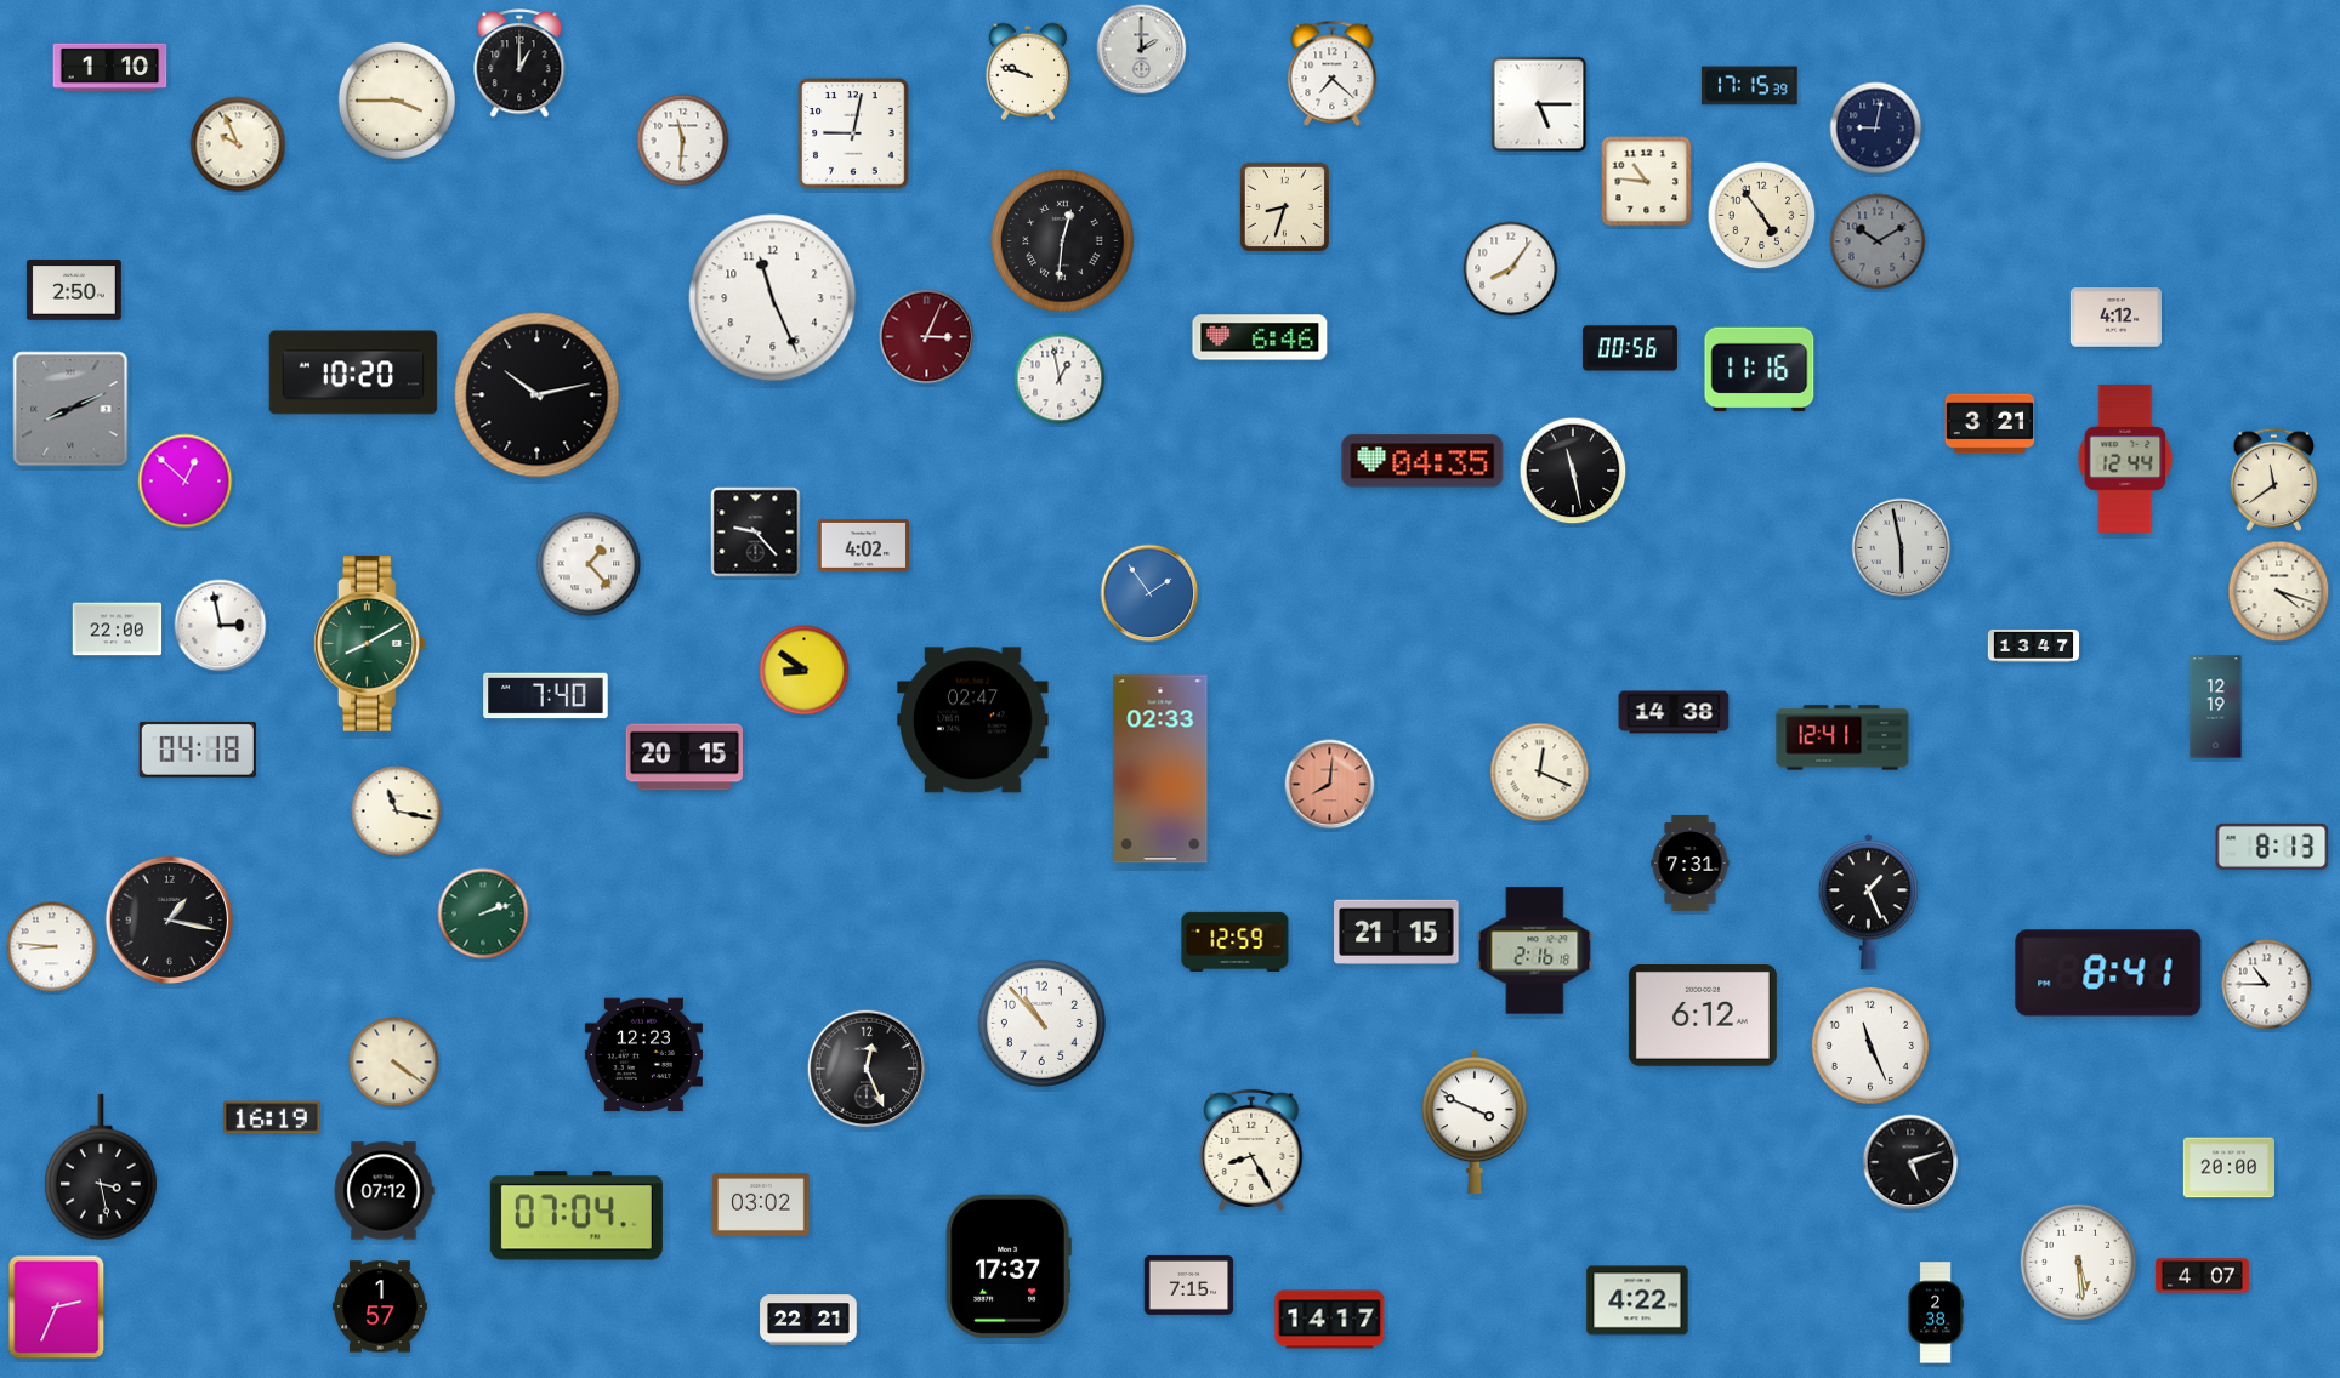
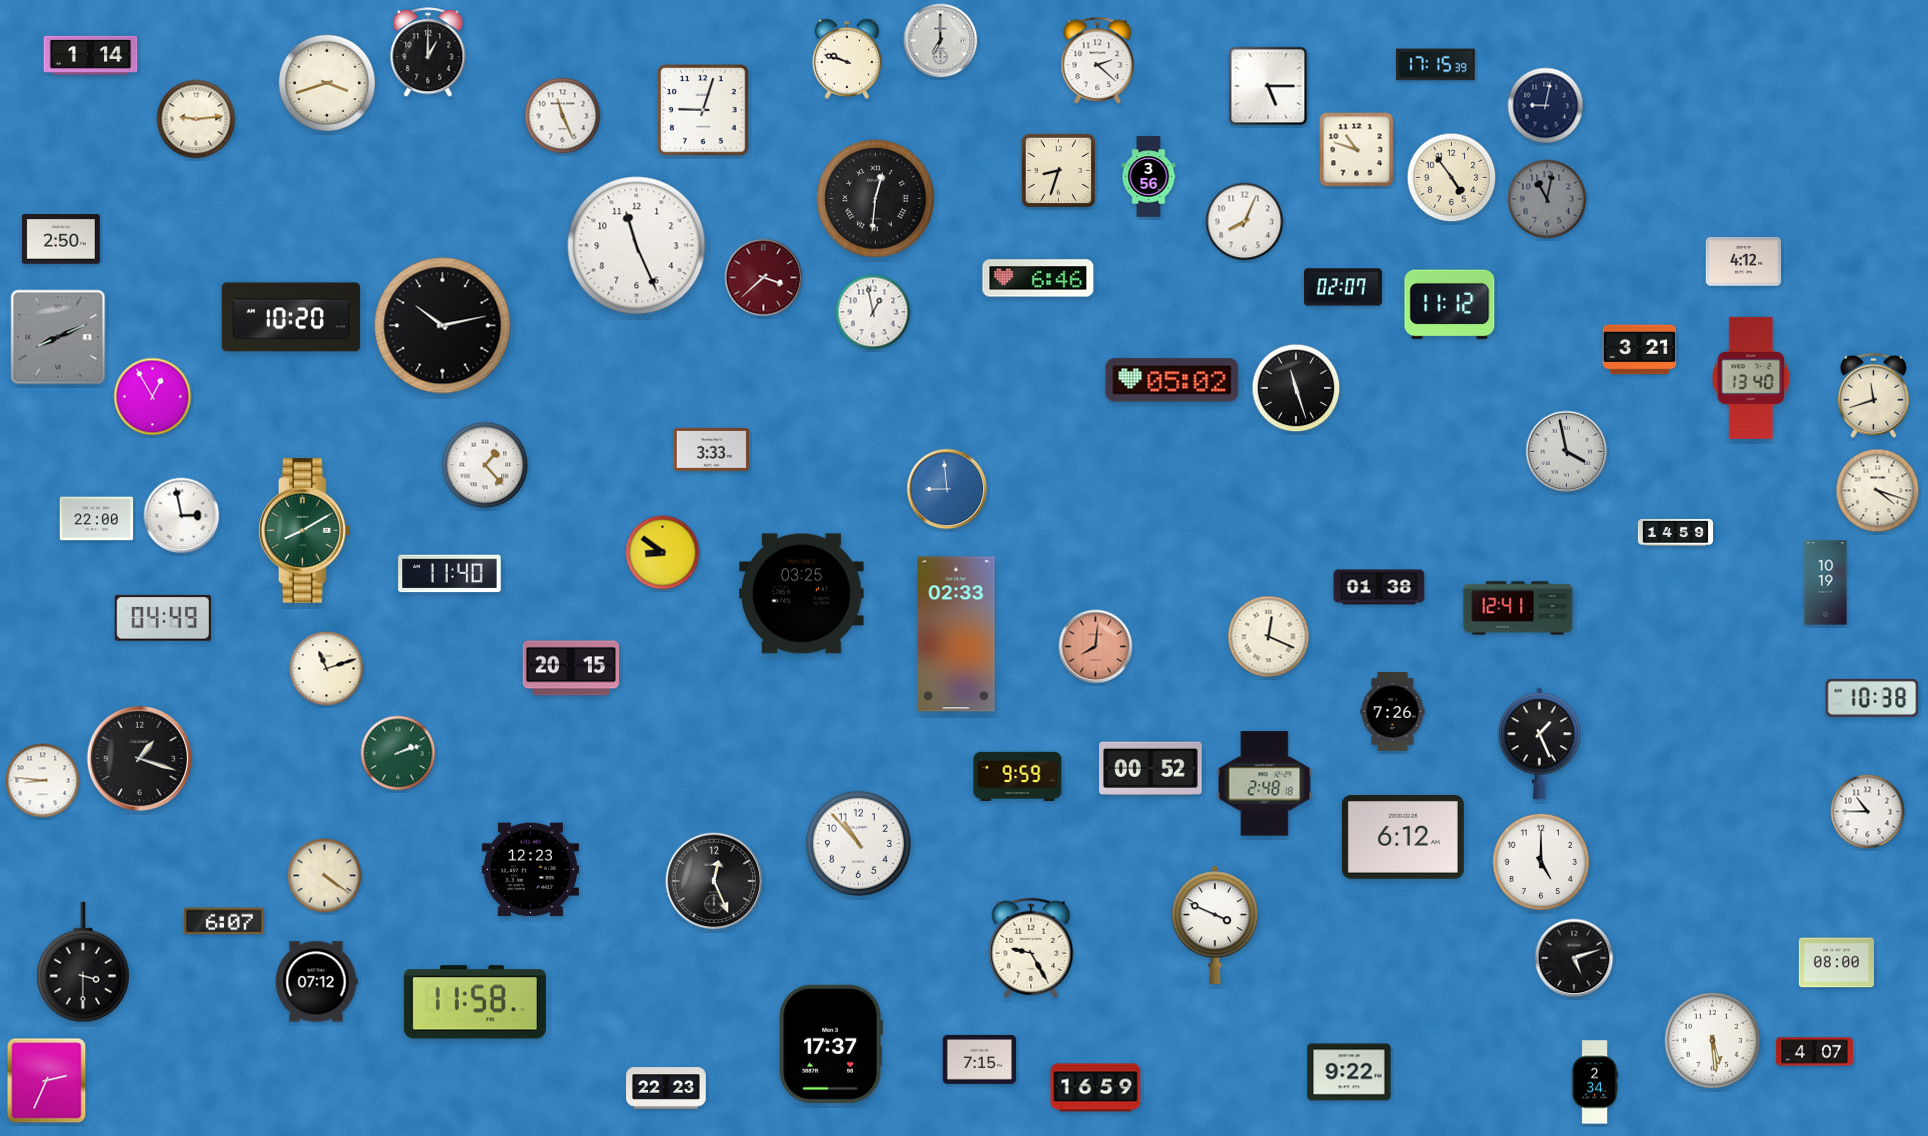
clock at (1142, 50): 2:00 -> 7:00
clock at (110, 67): 1:10 -> 1:14
clock at (1333, 74): 7:22 -> 2:22
clock at (1749, 86) position: (1749, 86) -> (1435, 65)
clock at (396, 99): 3:45 -> 3:42
clock at (853, 133): 9:02 -> 9:03
clock at (683, 141): 11:31 -> 11:26
clock at (238, 144): 9:56 -> 9:14
clock at (1647, 182): 10:46 -> 10:48
clock at (1149, 177): none -> 3:56
clock at (1878, 241): 10:10 -> 11:02
clock at (1511, 269): 8:06 -> 8:04
clock at (927, 337): 3:04 -> 3:38
clock at (1630, 348): 00:56 -> 02:07
clock at (1760, 370): 11:16 -> 11:12
clock at (353, 372) position: (353, 372) -> (291, 317)
clock at (2125, 459): 12:44 -> 13:40
clock at (1422, 461): 04:35 -> 05:02
clock at (1573, 471): 11:28 -> 11:27
clock at (2274, 479): 11:39 -> 11:42
clock at (186, 482): 12:52 -> 12:55
clock at (756, 533): 9:23 -> none
clock at (863, 545): 4:02 -> 3:33
clock at (1902, 548): 5:58 -> 3:58
clock at (2279, 592) position: (2279, 592) -> (1878, 491)
clock at (1149, 593): 1:54 -> 8:59
clock at (2034, 645): 13:47 -> 14:59
clock at (546, 696): 7:40 -> 11:40
clock at (2216, 707): 12:19 -> 10:19
clock at (1674, 712): 14:38 -> 01:38
clock at (973, 721): 02:47 -> 03:25
clock at (198, 750): 04:18 -> 04:49
clock at (683, 757) position: (683, 757) -> (570, 668)
clock at (397, 812): 11:17 -> 11:12
clock at (2272, 847): 8:13 -> 10:38
clock at (1691, 864): 7:31 -> 7:26
clock at (170, 921): 1:17 -> 1:18
clock at (1397, 932): 21:15 -> 00:52
clock at (1236, 941): 12:59 -> 9:59
clock at (1535, 951): 2:16 -> 2:48
clock at (2108, 973): 8:41 -> none
clock at (1869, 1044): 11:26 -> 5:00
clock at (272, 1117): 16:19 -> 6:07
clock at (1251, 1149): 8:25 -> 9:25
clock at (101, 1167): 3:28 -> 3:30
clock at (2228, 1168): 20:00 -> 08:00
clock at (761, 1205): 03:02 -> none
clock at (577, 1215): 07:04 -> 11:58
clock at (1637, 1300): 4:22 -> 9:22
clock at (380, 1306): 1:57 -> none
clock at (57, 1308) position: (57, 1308) -> (47, 1081)
clock at (1936, 1312): 2:38 -> 2:34
clock at (808, 1320): 22:21 -> 22:23
clock at (1330, 1320): 14:17 -> 16:59
